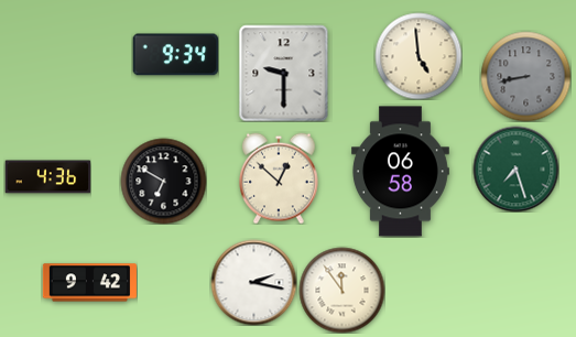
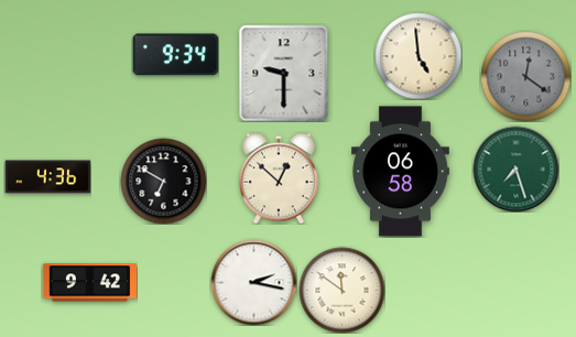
clock at (525, 76): 8:43 -> 12:21
clock at (341, 290): 11:54 -> 11:51
